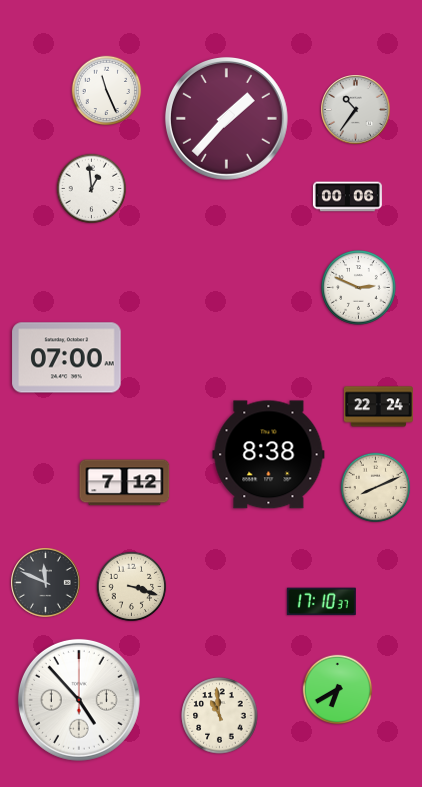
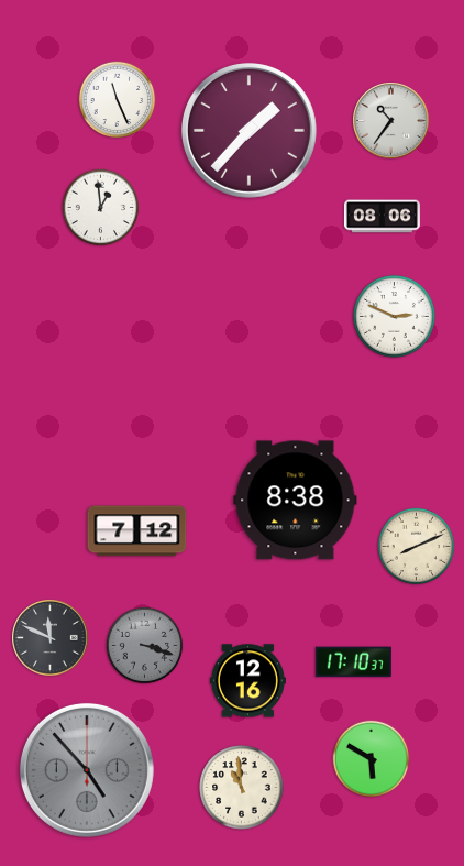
clock at (347, 197): 00:06 -> 08:06
clock at (67, 358): 07:00 -> none
clock at (378, 407): 22:24 -> none
clock at (376, 488) position: (376, 488) -> (417, 547)
clock at (46, 583) position: (46, 583) -> (51, 638)
clock at (132, 587) dial: cream -> grey
clock at (247, 681): none -> 12:16
clock at (338, 690): 6:40 -> 5:50
clock at (79, 700) dial: white -> grey
